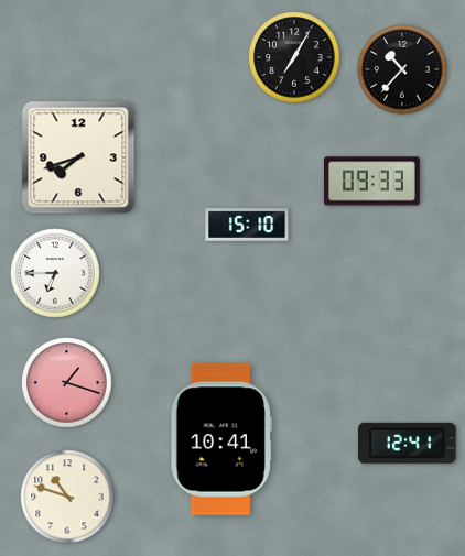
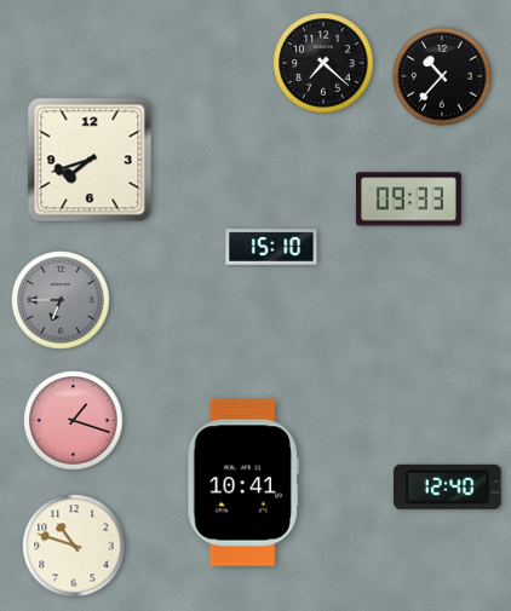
clock at (294, 57): 7:05 -> 7:22
clock at (78, 157) position: (78, 157) -> (90, 160)
clock at (55, 273) dial: white -> grey
clock at (408, 443): 12:41 -> 12:40
